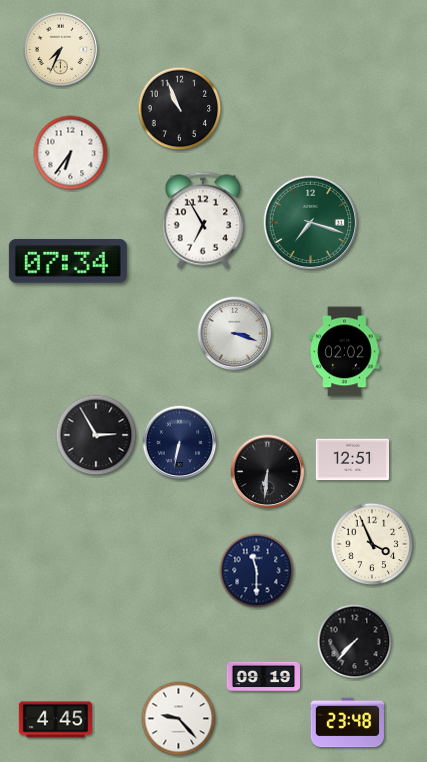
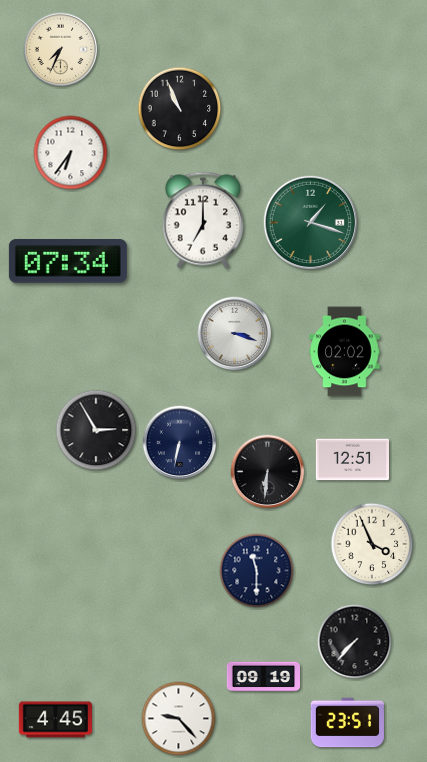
clock at (203, 220): 6:55 -> 7:00
clock at (310, 222): 7:18 -> 1:18
clock at (96, 435) position: (96, 435) -> (96, 430)
clock at (347, 723): 23:48 -> 23:51
